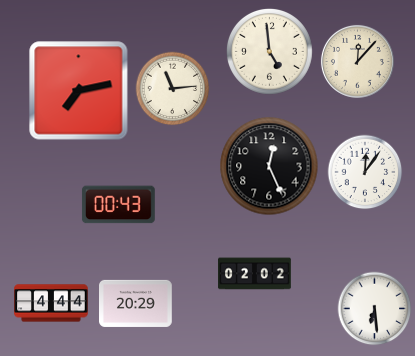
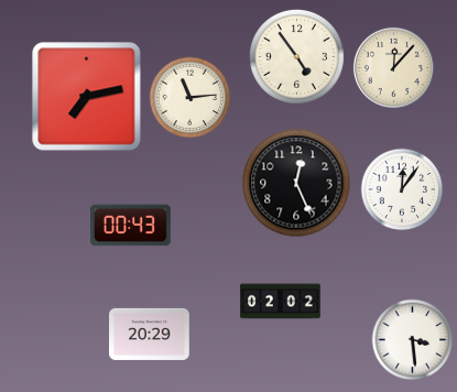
clock at (269, 51): 4:59 -> 4:54
clock at (79, 91) position: (79, 91) -> (87, 97)
clock at (51, 303): 4:44 -> none
clock at (375, 309): 6:29 -> 3:29
